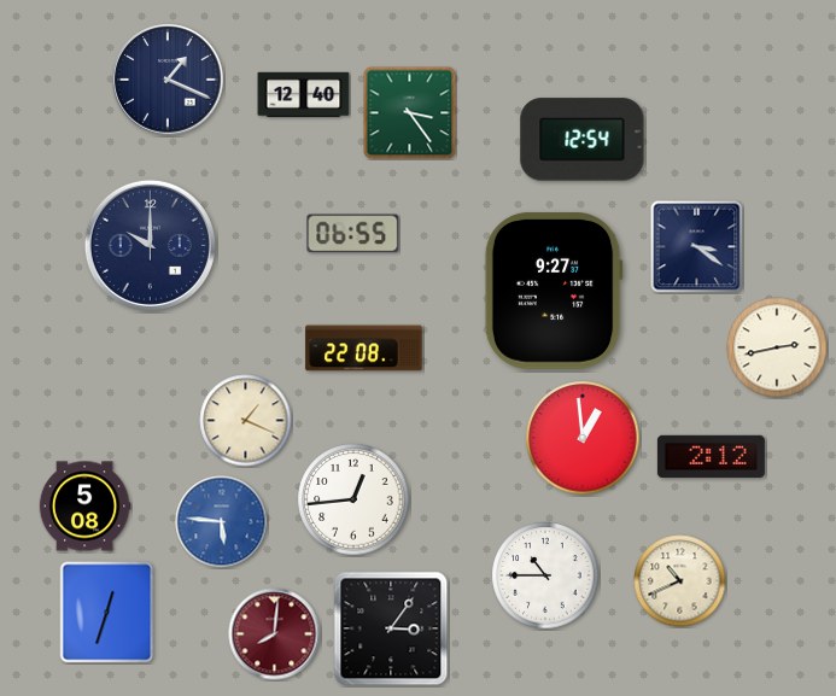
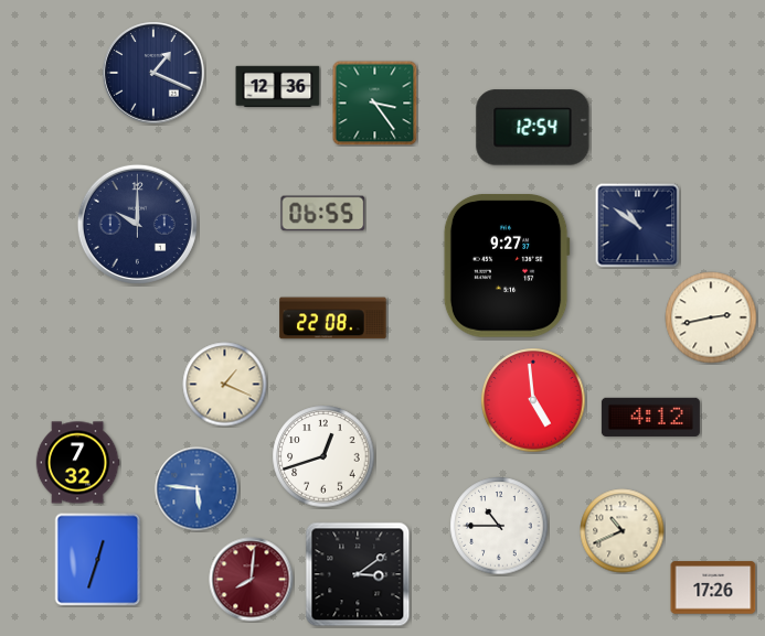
clock at (304, 95): 12:40 -> 12:36
clock at (697, 247): 3:21 -> 10:51
clock at (583, 438): 12:59 -> 4:59
clock at (711, 456): 2:12 -> 4:12
clock at (353, 499): 12:44 -> 12:42
clock at (84, 507): 5:08 -> 7:32
clock at (222, 522) position: (222, 522) -> (198, 489)
clock at (391, 628): 3:06 -> 3:09
clock at (713, 588): none -> 17:26
